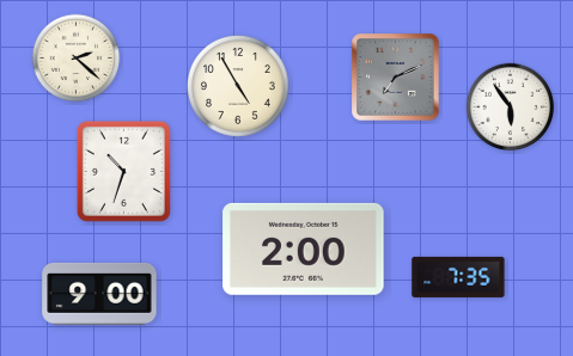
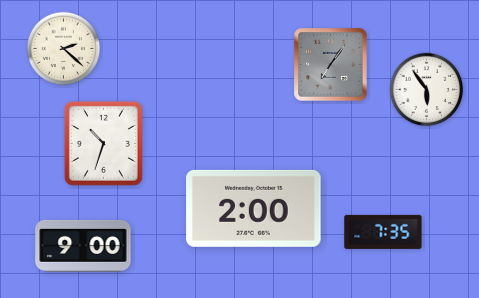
clock at (396, 78): 7:11 -> 7:06
clock at (239, 87): 4:55 -> none
